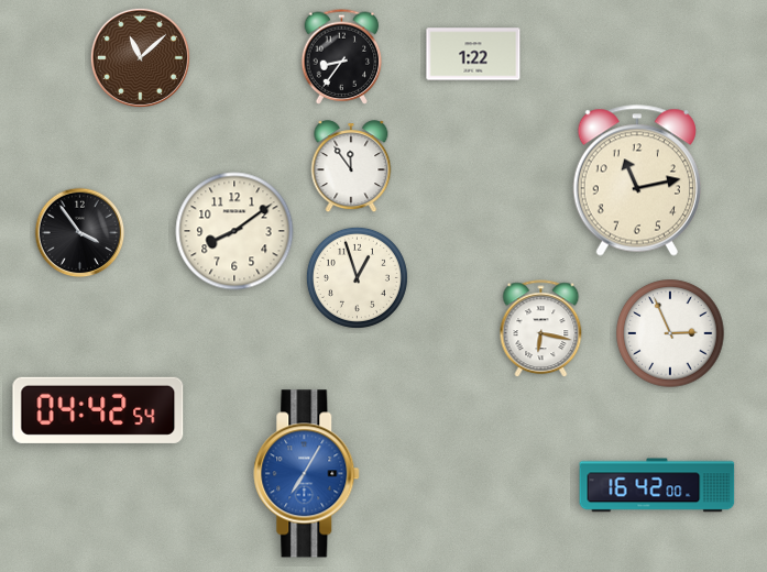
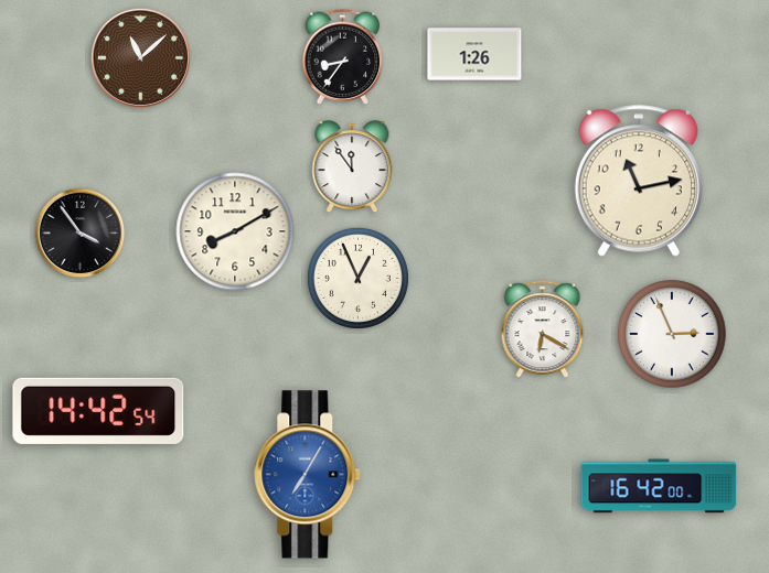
clock at (473, 54): 1:22 -> 1:26
clock at (234, 231): 8:09 -> 8:10
clock at (357, 277): 12:57 -> 12:56
clock at (541, 329): 6:17 -> 6:20
clock at (98, 410): 04:42 -> 14:42
